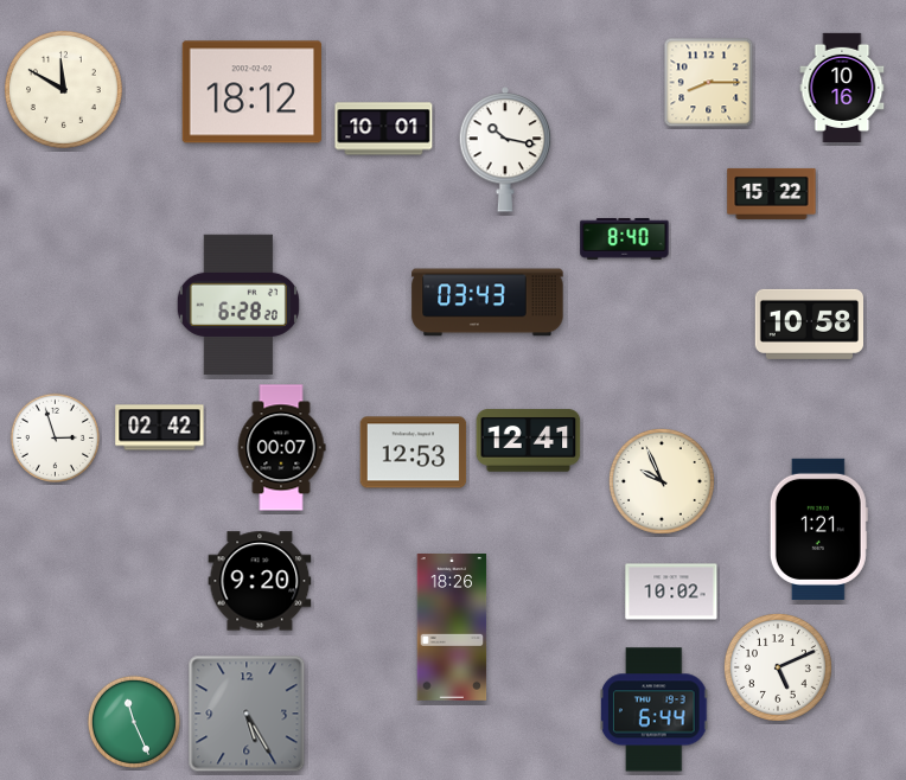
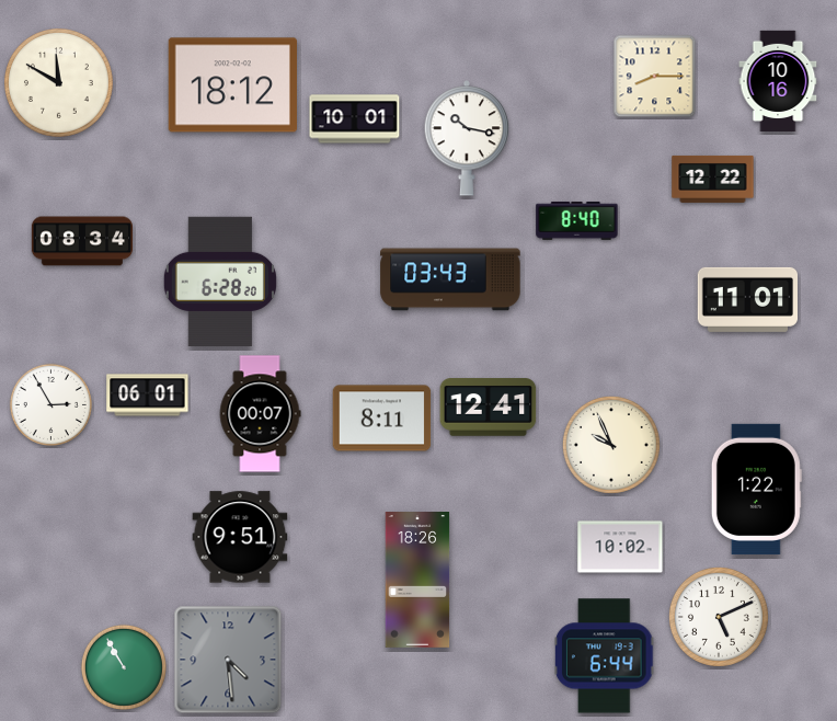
clock at (772, 193): 15:22 -> 12:22
clock at (81, 241): none -> 08:34
clock at (809, 324): 10:58 -> 11:01
clock at (160, 428): 02:42 -> 06:01
clock at (55, 437): 2:57 -> 2:55
clock at (414, 453): 12:53 -> 8:11
clock at (818, 529): 1:21 -> 1:22
clock at (260, 581): 9:20 -> 9:51
clock at (247, 714): 5:25 -> 4:29
clock at (134, 722): 11:26 -> 10:55
